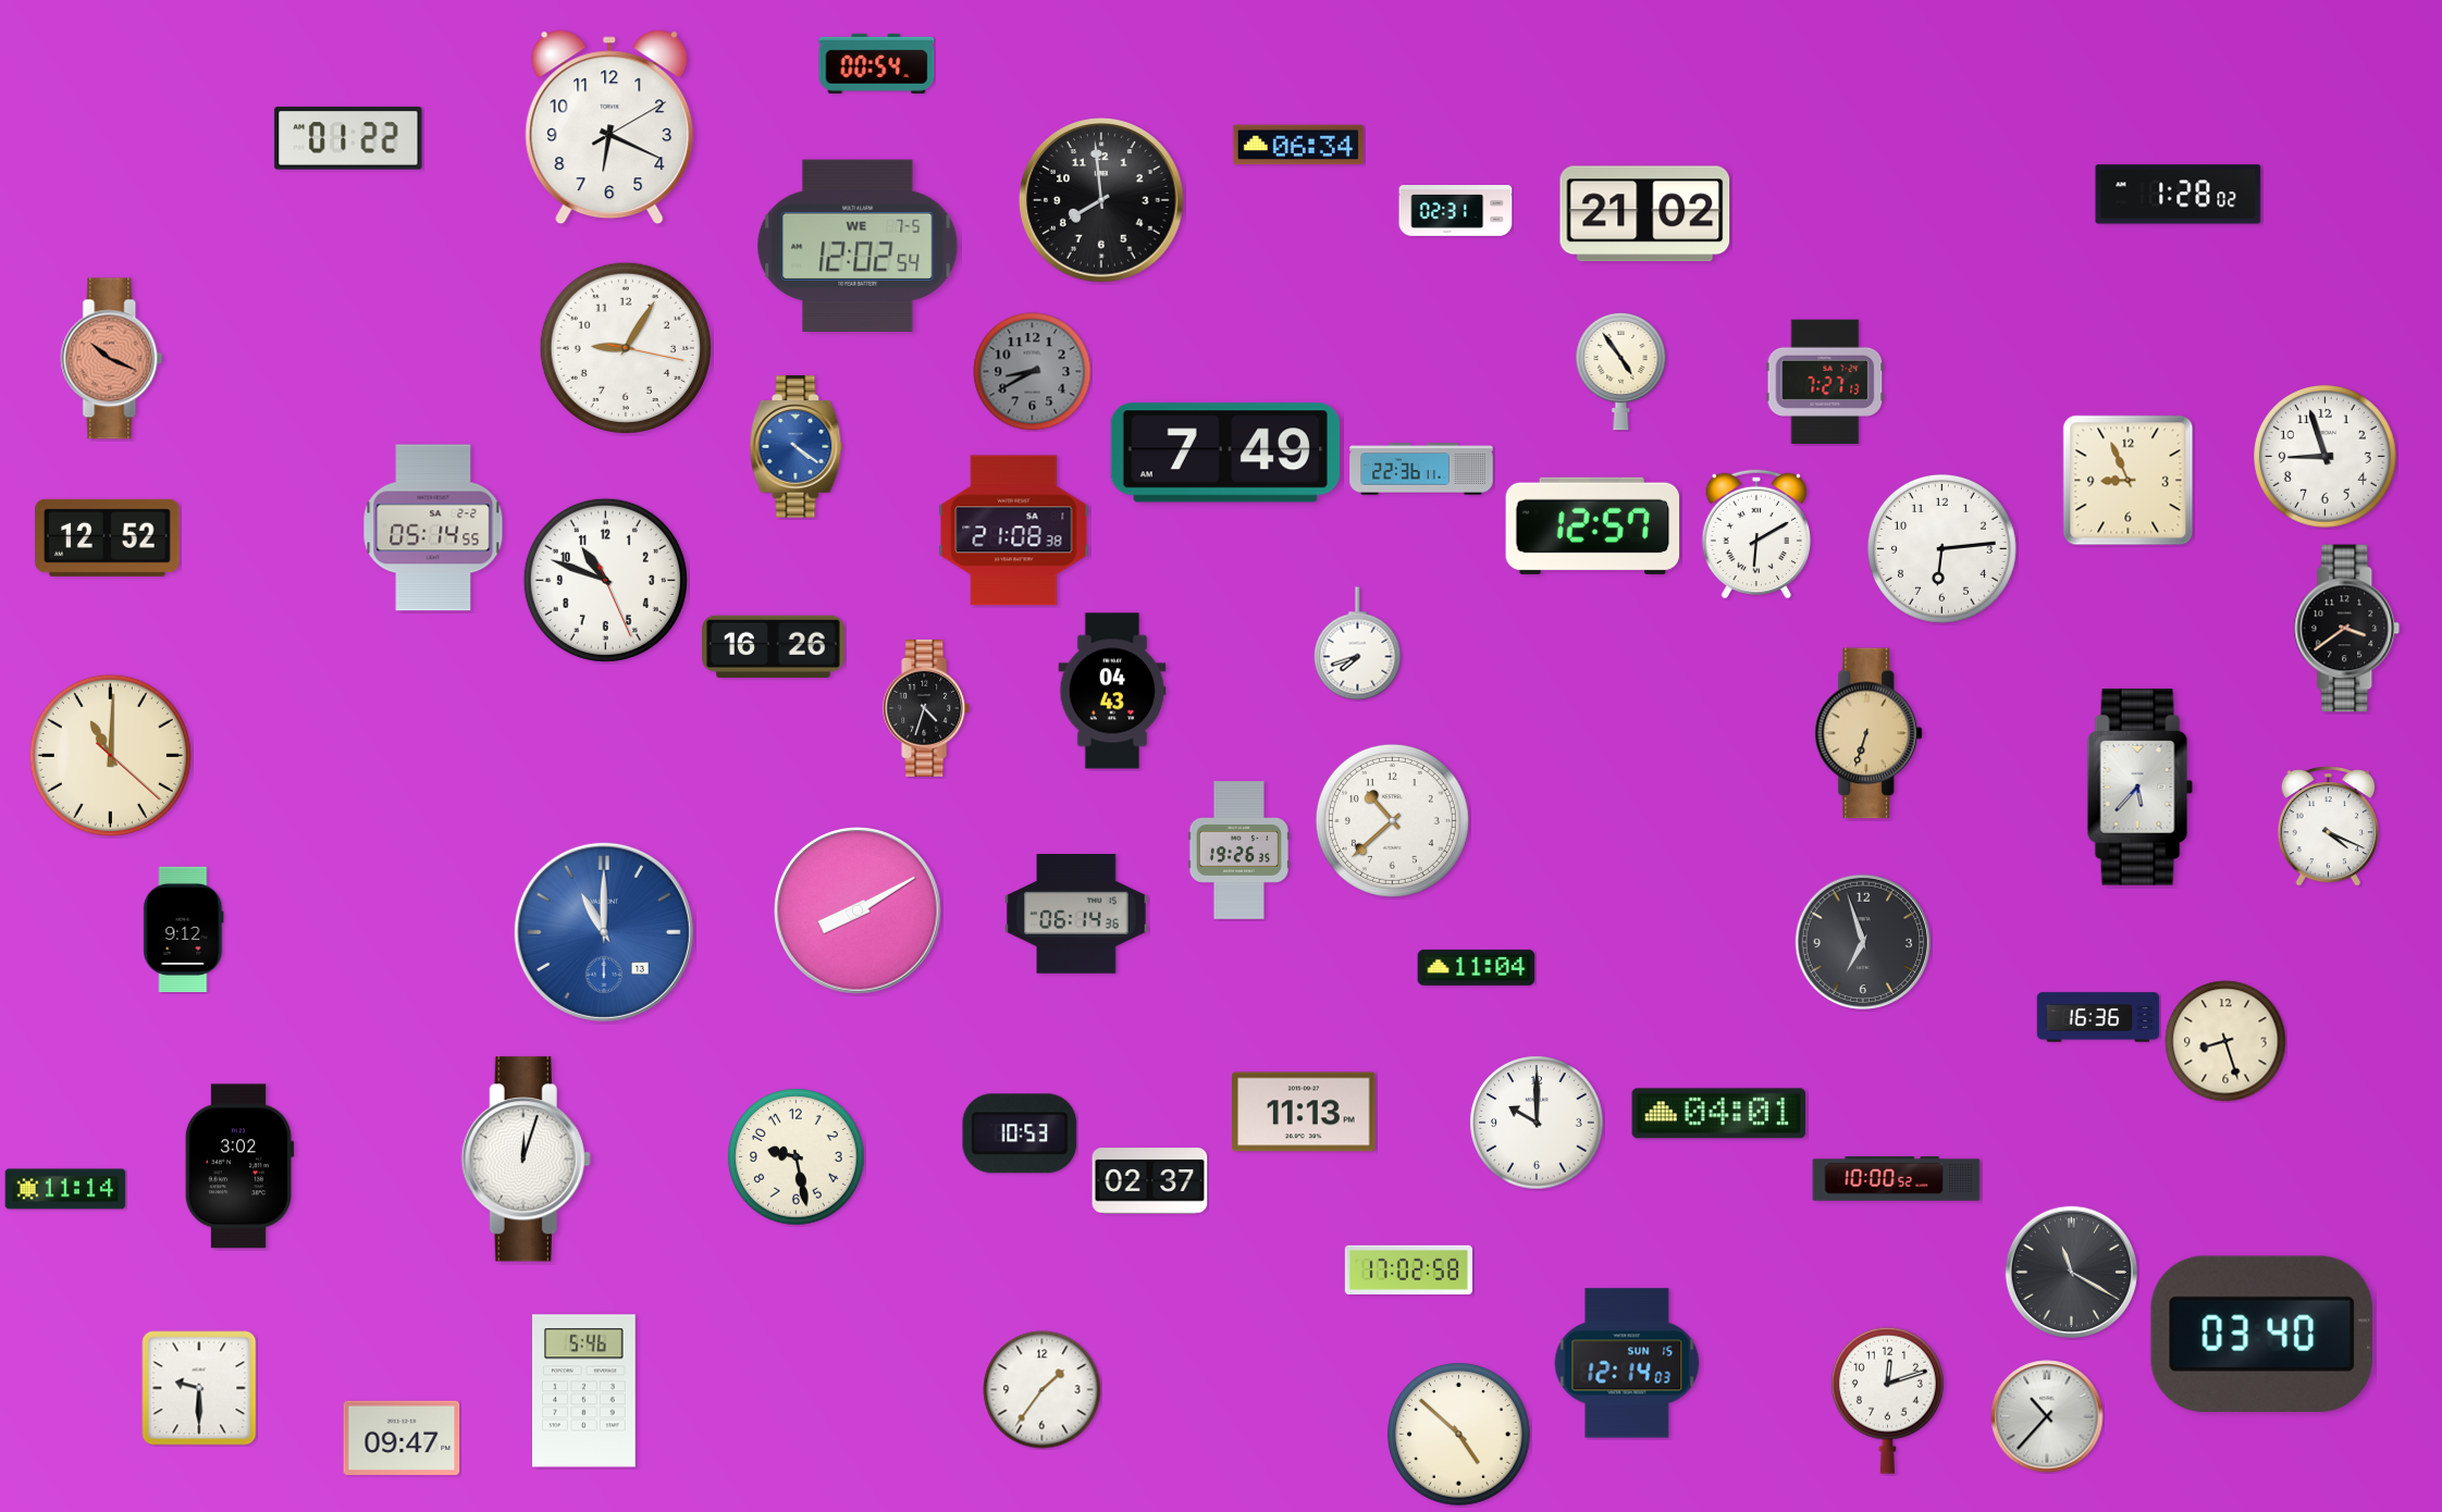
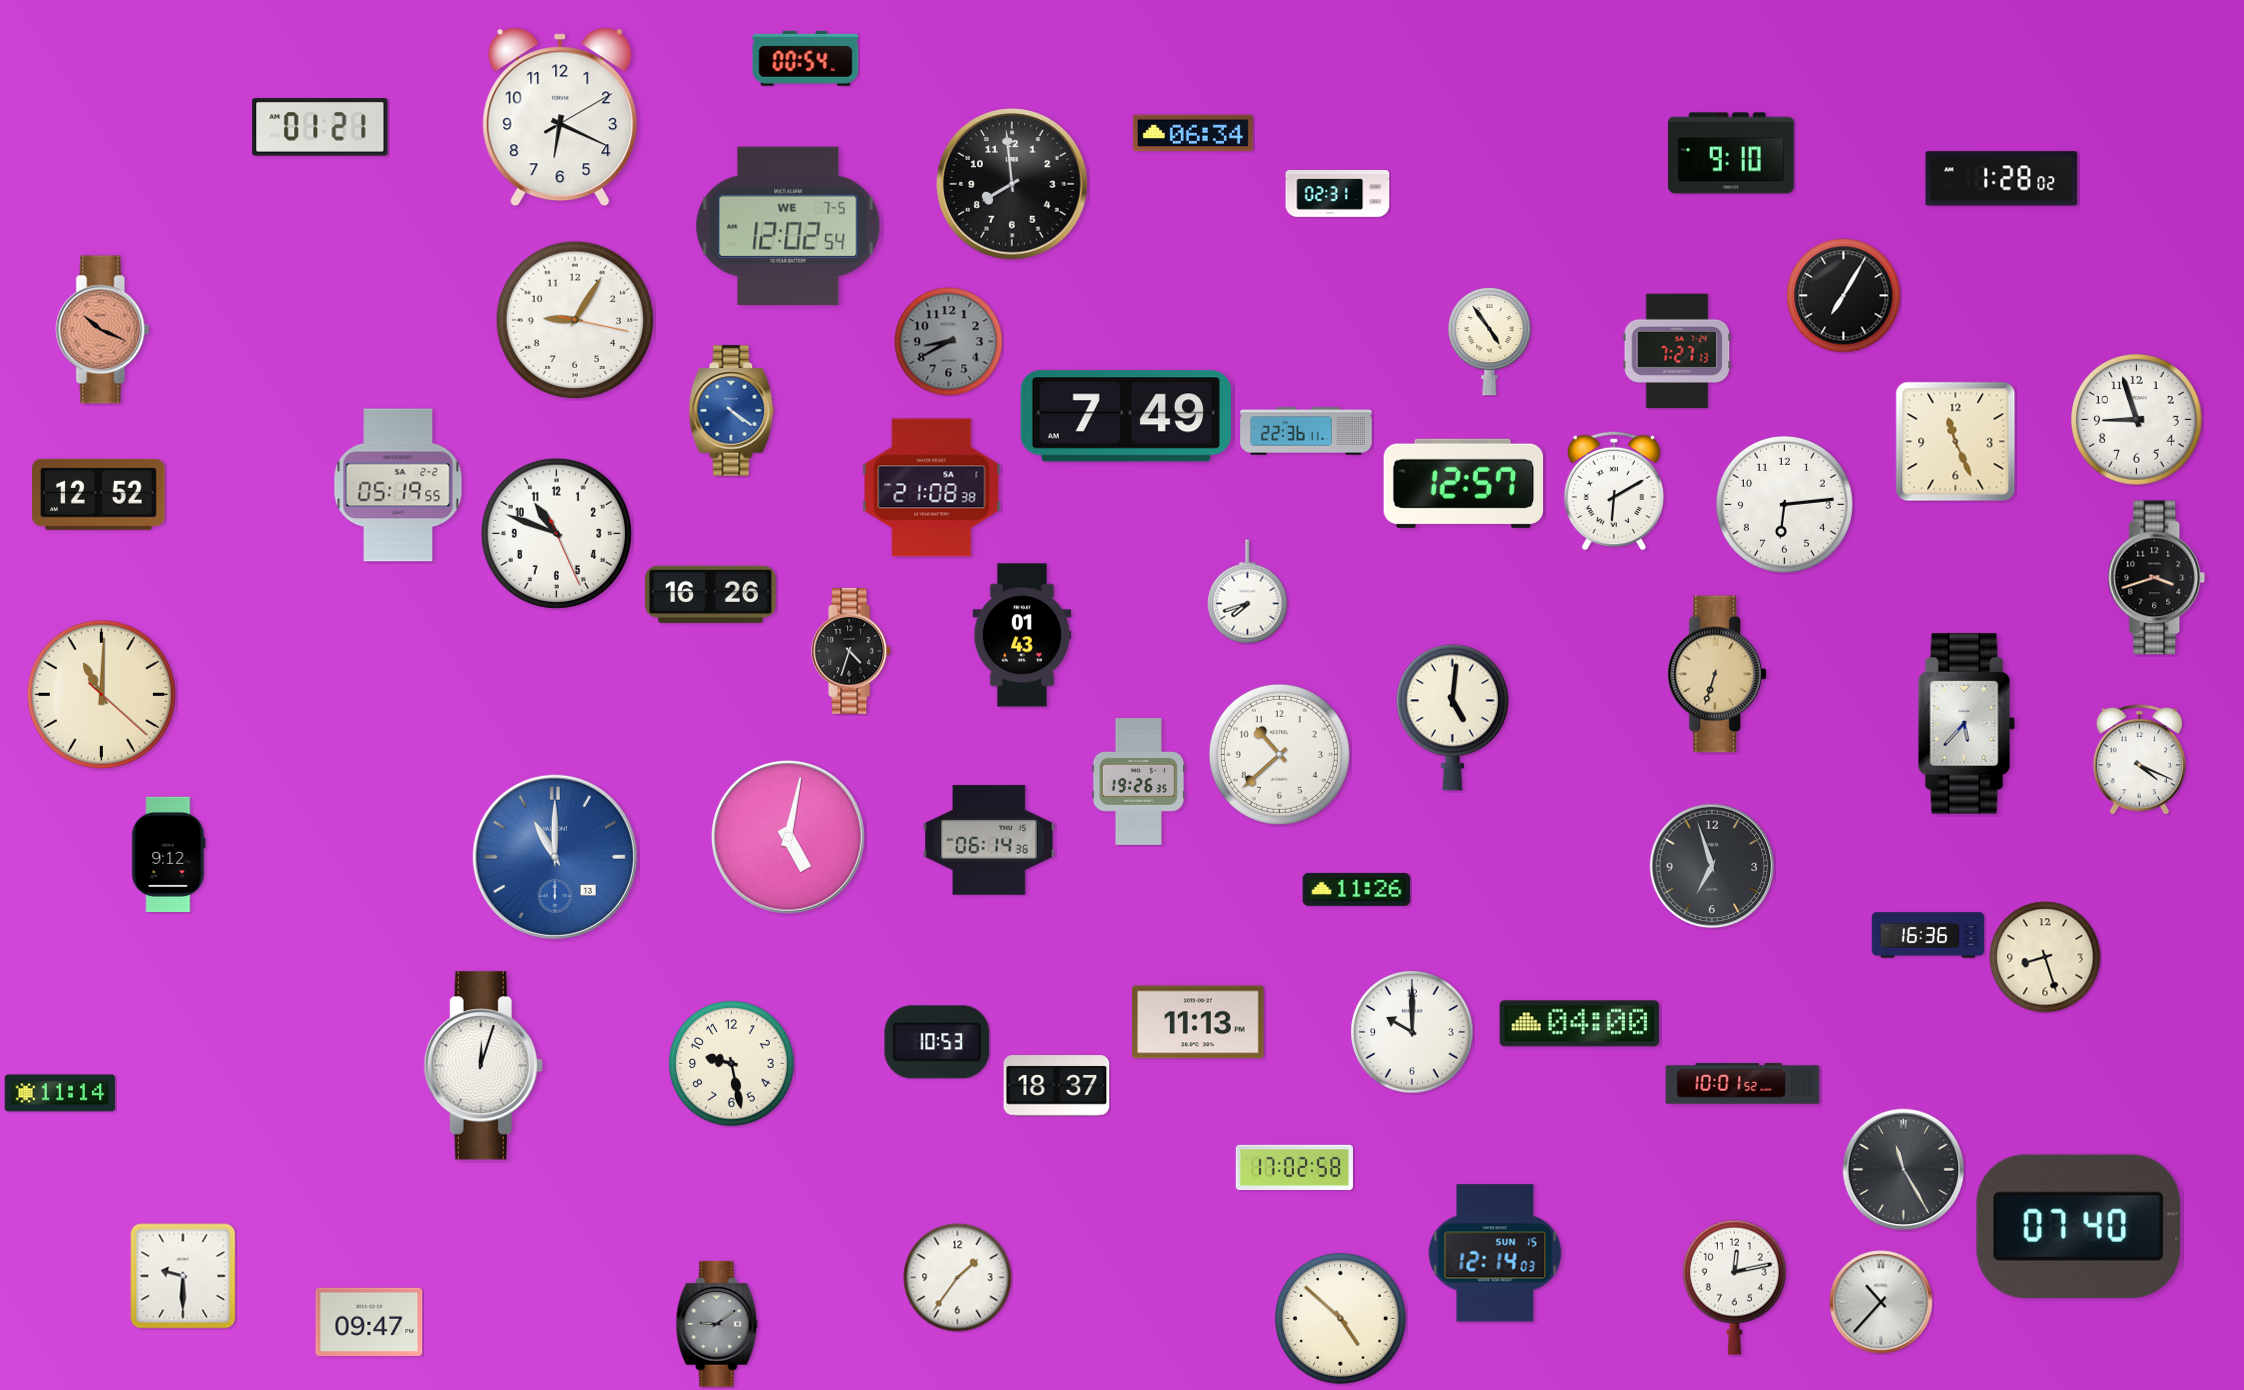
clock at (348, 138): 01:22 -> 01:21
clock at (1731, 153): none -> 9:10
clock at (1645, 214): 21:02 -> none
clock at (1844, 296): none -> 7:05
clock at (2129, 481): 8:56 -> 11:26
clock at (433, 528): 05:14 -> 05:19
clock at (2347, 629): 3:39 -> 3:42
clock at (1112, 691): 04:43 -> 01:43
clock at (1452, 718): none -> 5:01
clock at (859, 912): 8:10 -> 5:02
clock at (1477, 967): 11:04 -> 11:26
clock at (1719, 1114): 04:01 -> 04:00
clock at (239, 1166): 3:02 -> none
clock at (1897, 1179): 10:00 -> 10:01
clock at (1150, 1181): 02:37 -> 18:37
clock at (2071, 1272): 11:20 -> 11:25
clock at (2262, 1334): 03:40 -> 07:40
clock at (584, 1391): 5:46 -> none
clock at (1887, 1400): 12:12 -> 12:13
clock at (717, 1324): none -> 9:09
